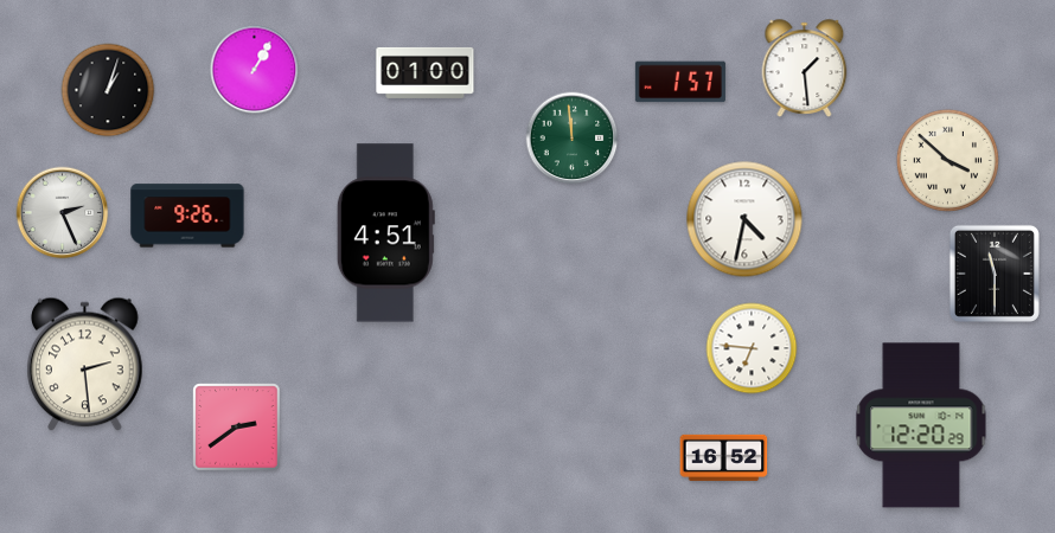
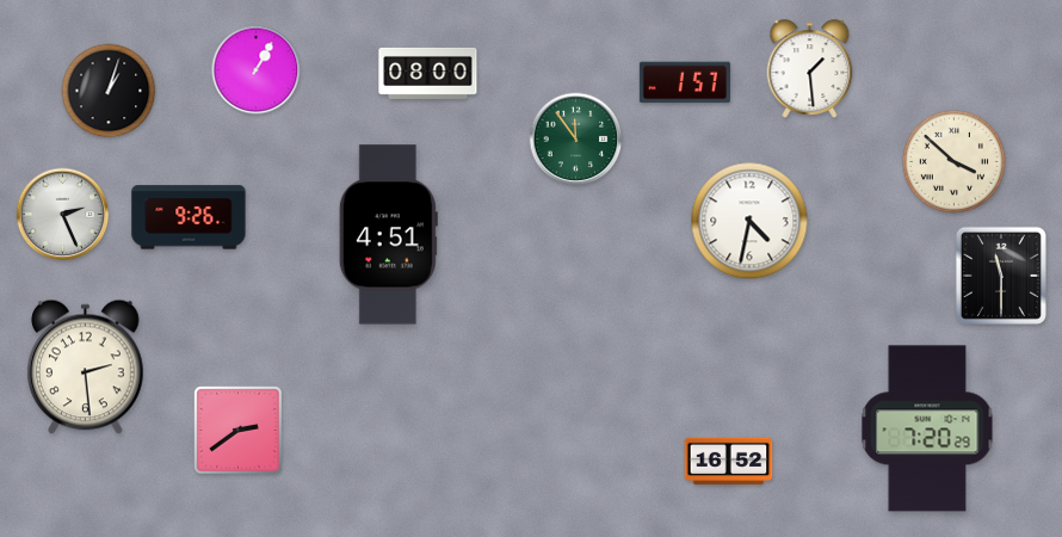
clock at (426, 72): 01:00 -> 08:00
clock at (573, 139): 11:59 -> 11:54
clock at (752, 348): 6:46 -> none
clock at (921, 425): 12:20 -> 7:20
